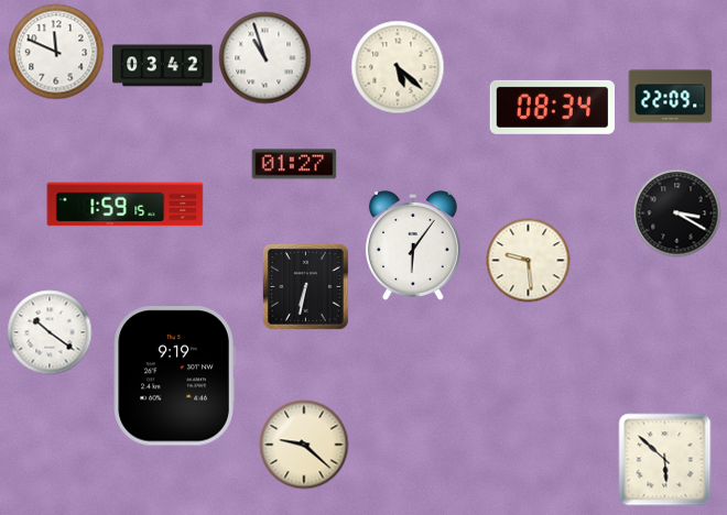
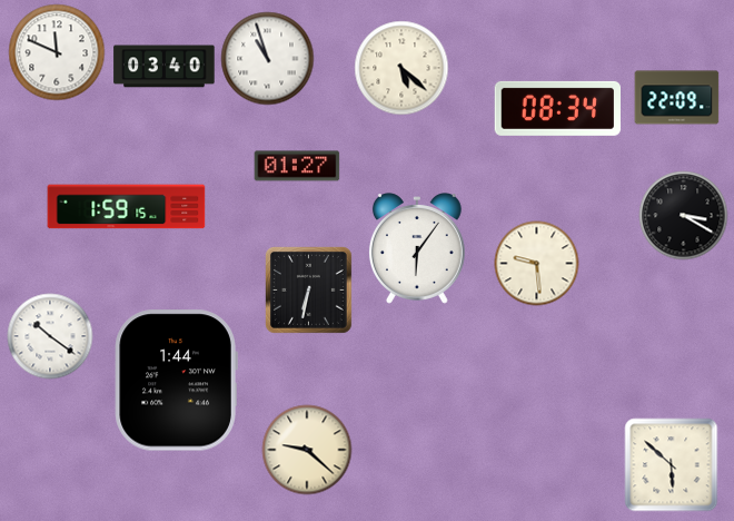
clock at (163, 66): 03:42 -> 03:40
clock at (529, 261) position: (529, 261) -> (537, 264)
clock at (174, 376): 9:19 -> 1:44
